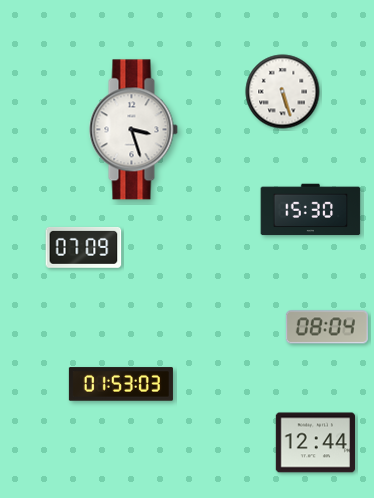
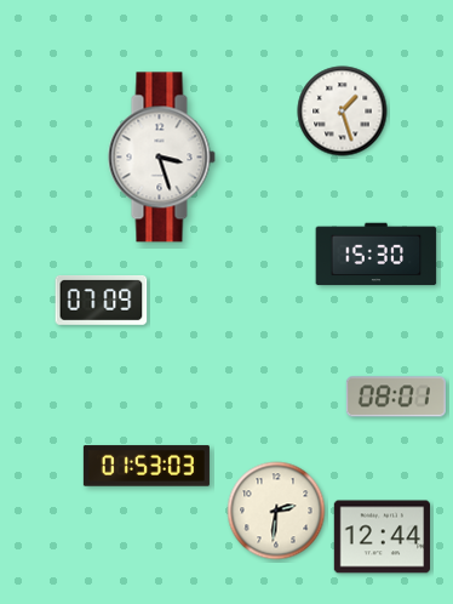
clock at (283, 92): 5:27 -> 1:27
clock at (327, 327): 08:04 -> 08:01
clock at (276, 511): none -> 2:31
